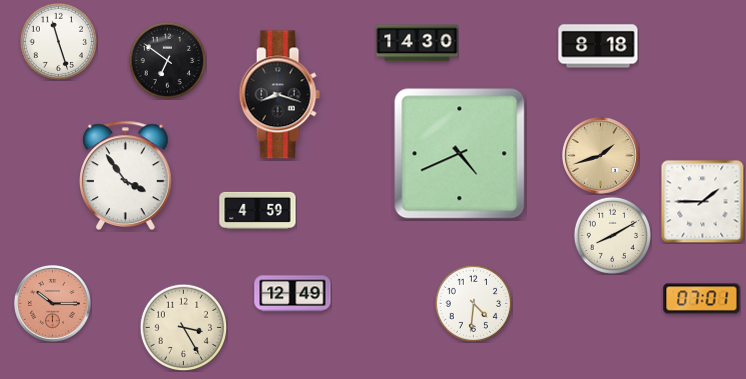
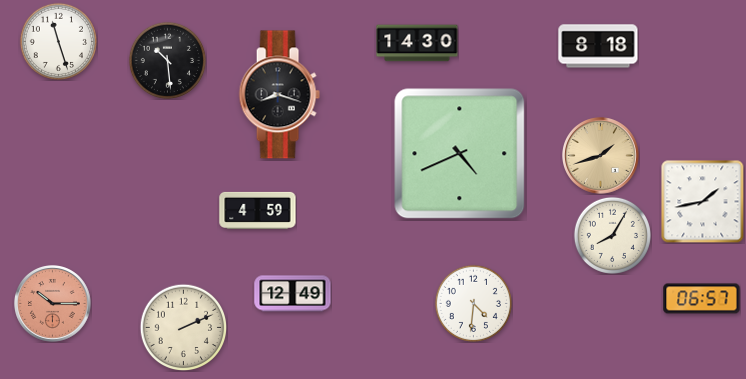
clock at (167, 60): 6:51 -> 10:29
clock at (126, 175): 3:54 -> none
clock at (702, 201): 1:45 -> 1:43
clock at (612, 235): 8:10 -> 8:05
clock at (702, 299): 07:01 -> 06:57
clock at (183, 327): 3:25 -> 2:11
